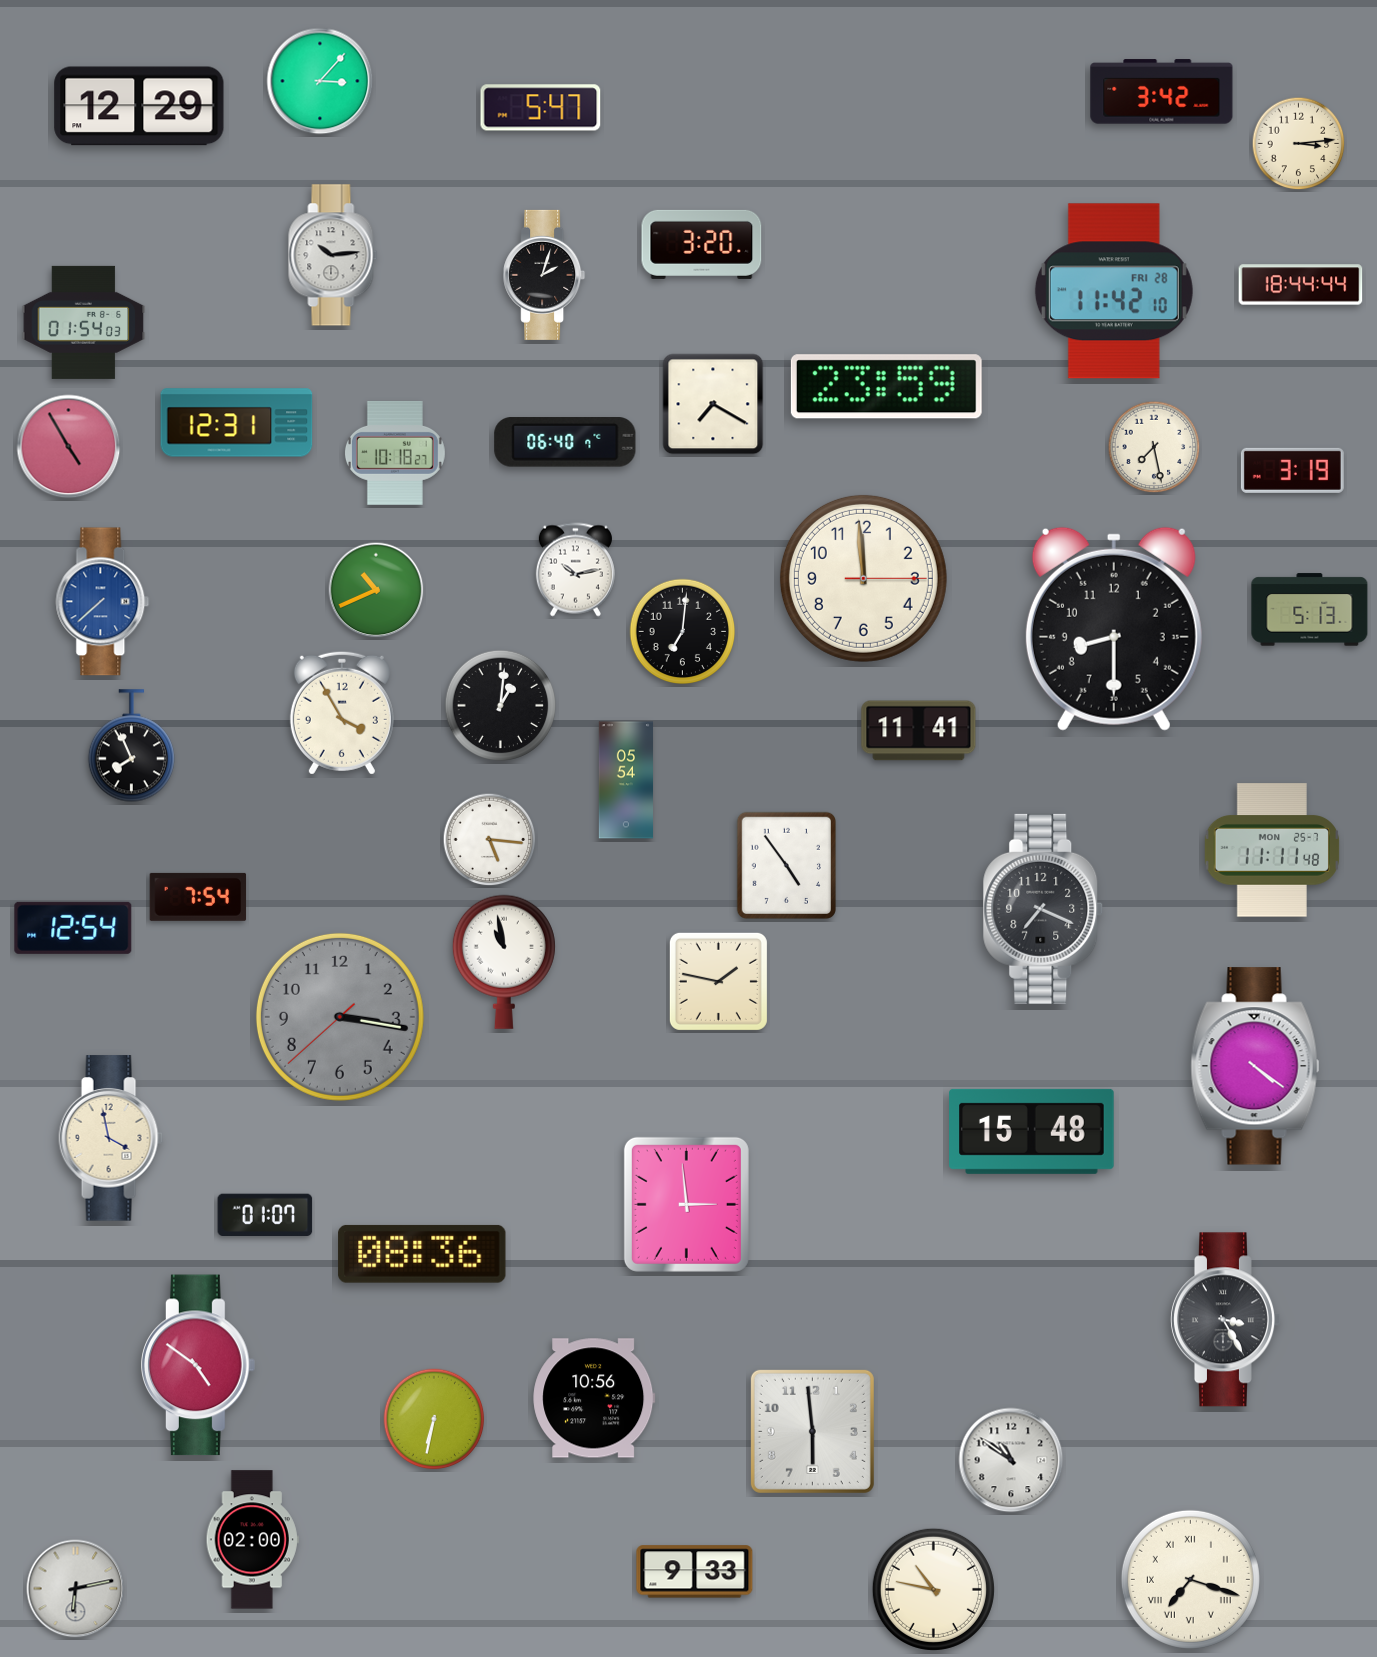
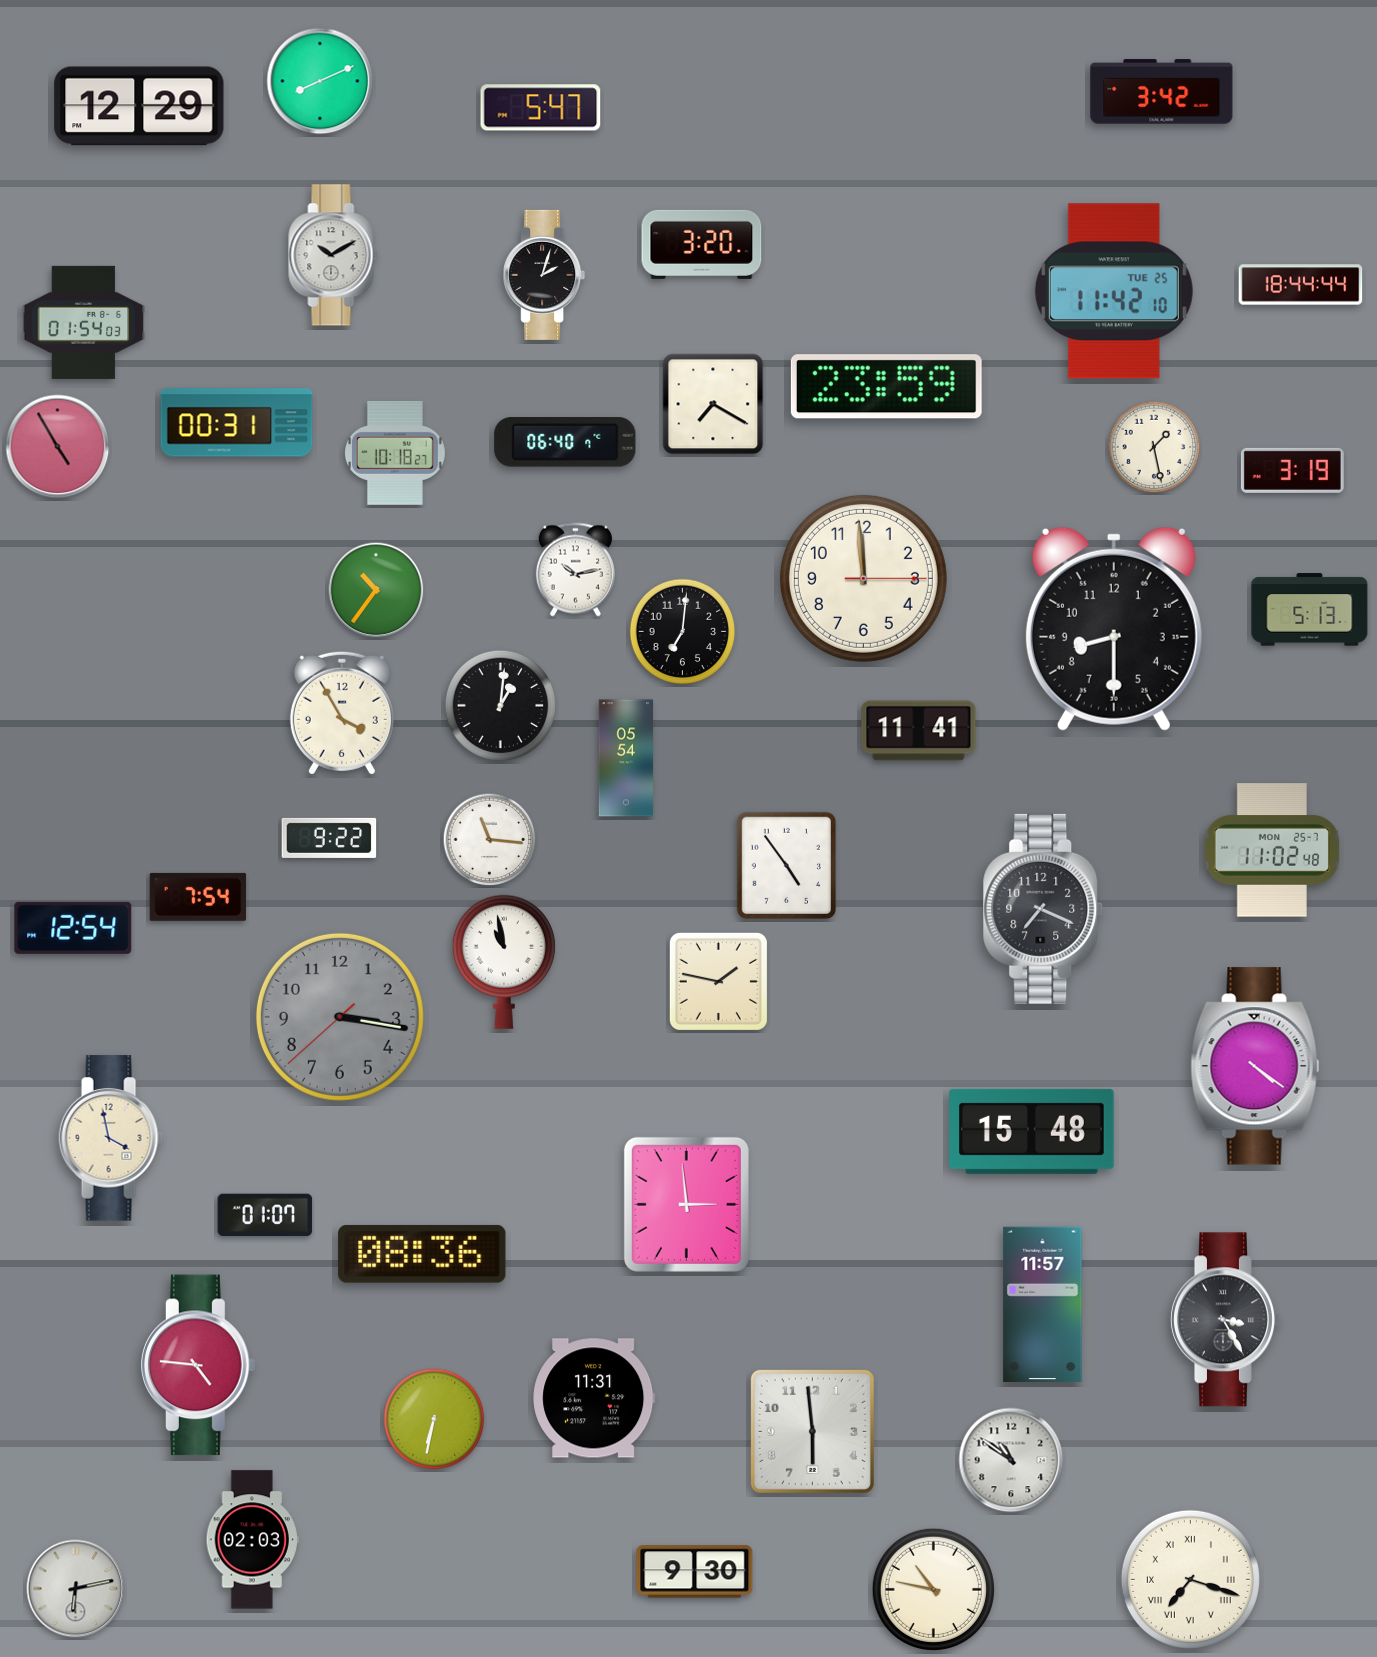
clock at (320, 81): 3:07 -> 8:11
clock at (1299, 144): 3:14 -> none
clock at (333, 255): 10:14 -> 10:10
clock at (1114, 291) date: FRI 28 -> TUE 25
clock at (237, 423): 12:31 -> 00:31
clock at (69, 447) position: (69, 447) -> (58, 447)
clock at (1154, 447): 7:28 -> 1:28
clock at (376, 590): 10:41 -> 10:36
clock at (103, 602): 7:38 -> none
clock at (131, 746): 7:56 -> none
clock at (626, 780) position: (626, 780) -> (626, 758)
clock at (329, 838): none -> 9:22
clock at (490, 840): 5:16 -> 11:16
clock at (1271, 850): 11:11 -> 11:02
clock at (1043, 1304): none -> 11:57
clock at (199, 1365): 4:51 -> 4:46
clock at (594, 1398): 10:56 -> 11:31
clock at (252, 1540): 02:00 -> 02:03
clock at (695, 1572): 9:33 -> 9:30
